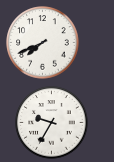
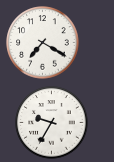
clock at (43, 43): 7:41 -> 7:20
